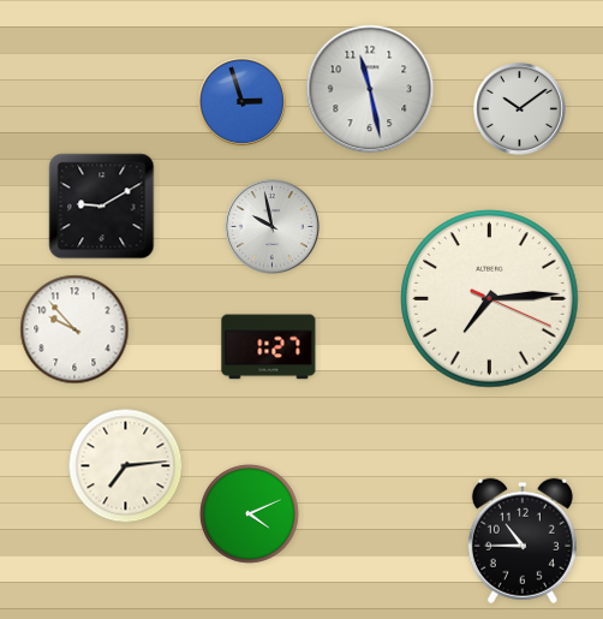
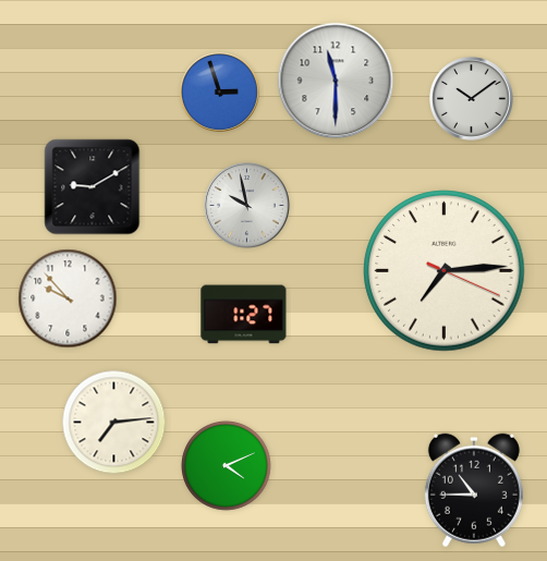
clock at (370, 89): 11:28 -> 11:30
